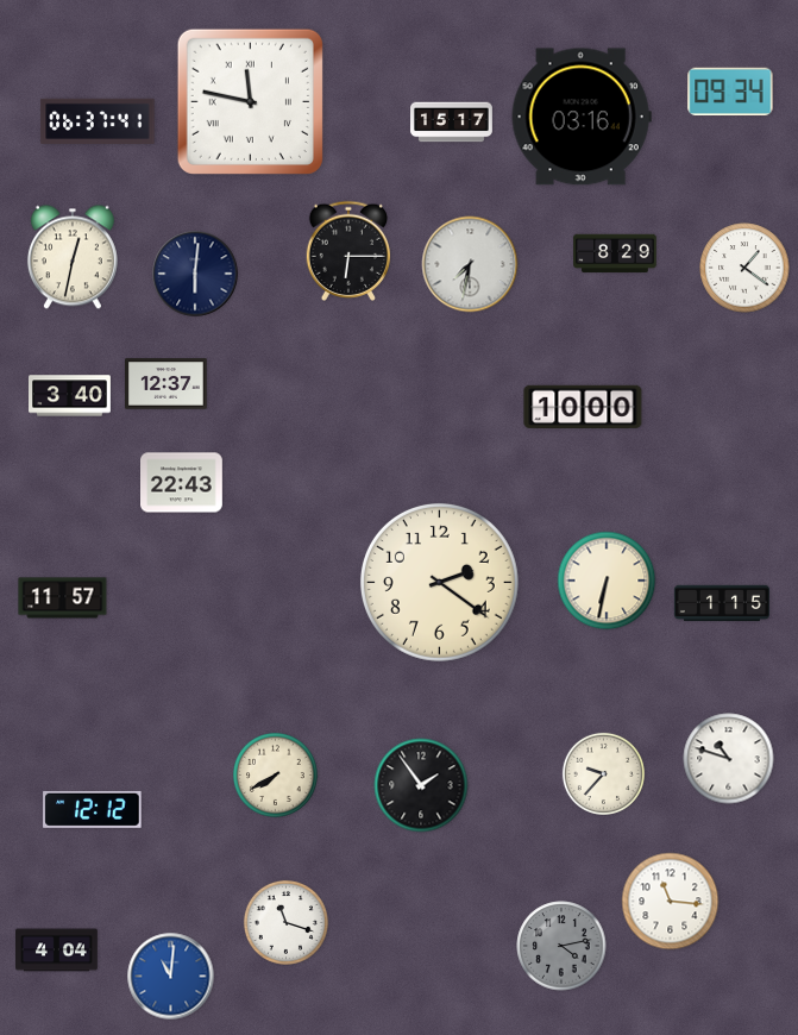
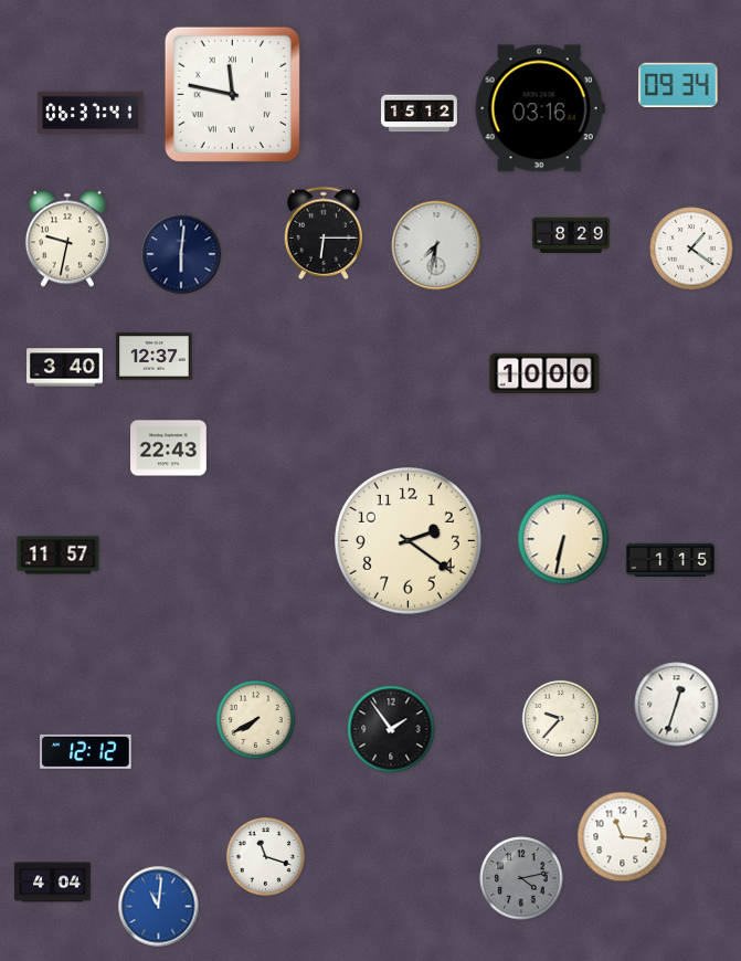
clock at (452, 123): 15:17 -> 15:12
clock at (73, 257): 12:32 -> 9:32
clock at (583, 406) position: (583, 406) -> (544, 372)
clock at (729, 759): 10:48 -> 12:33
